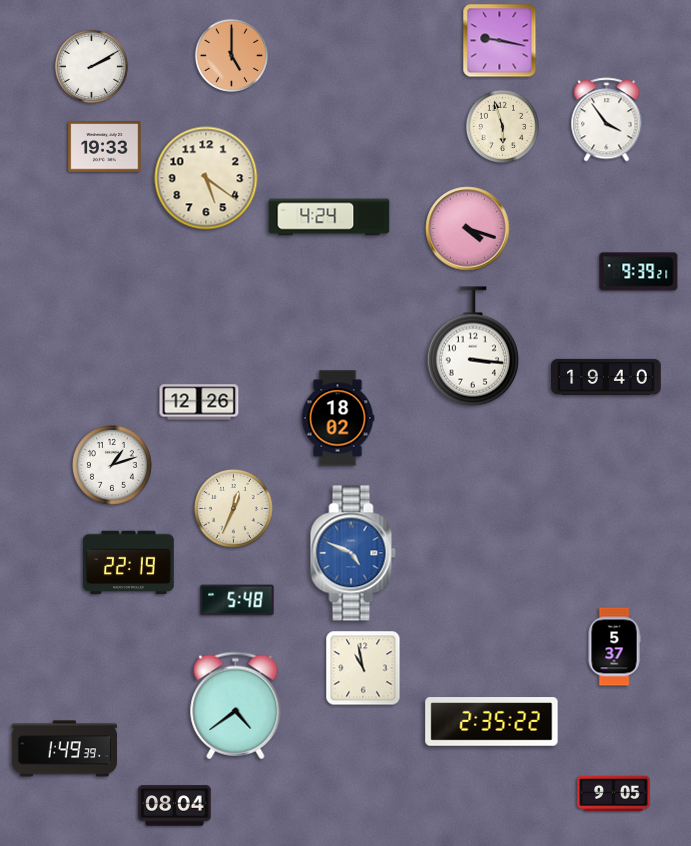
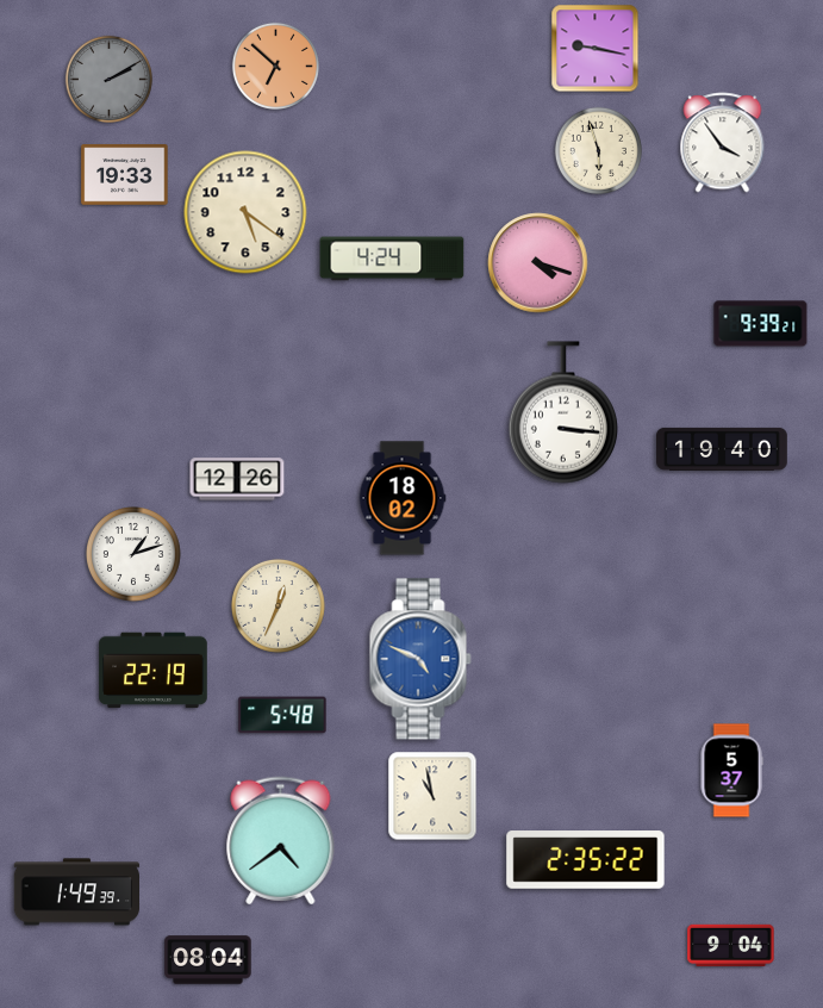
clock at (231, 55): 5:00 -> 6:52
clock at (91, 66) dial: white -> grey
clock at (468, 229) position: (468, 229) -> (538, 263)
clock at (614, 794): 9:05 -> 9:04
